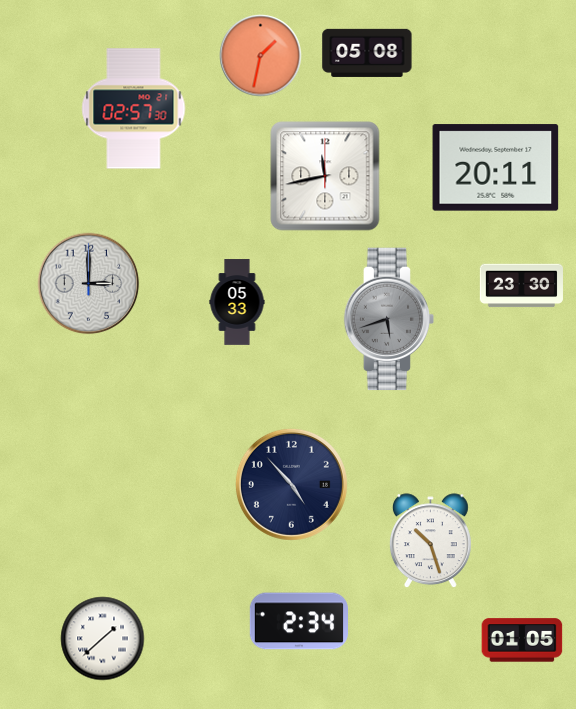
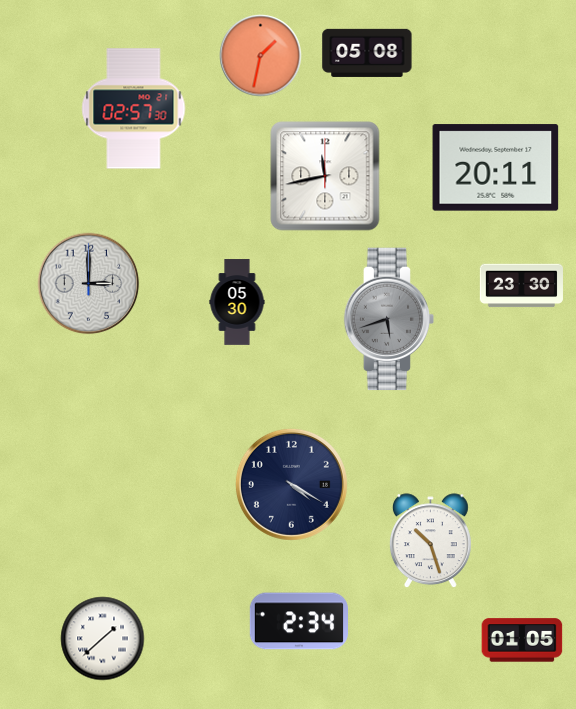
clock at (237, 302): 05:33 -> 05:30
clock at (291, 484): 4:53 -> 4:20
